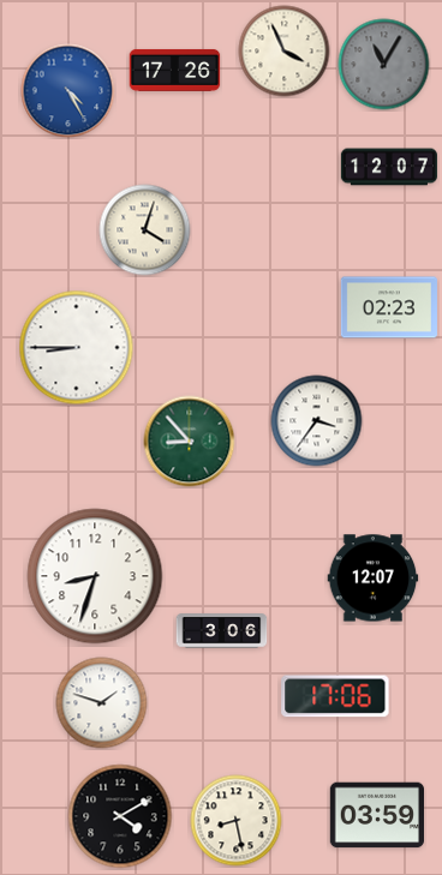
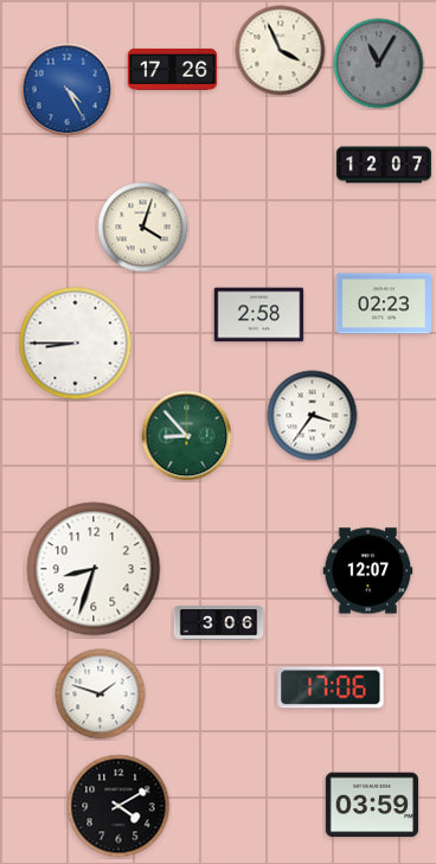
clock at (259, 315): none -> 2:58
clock at (237, 821): 8:28 -> none
